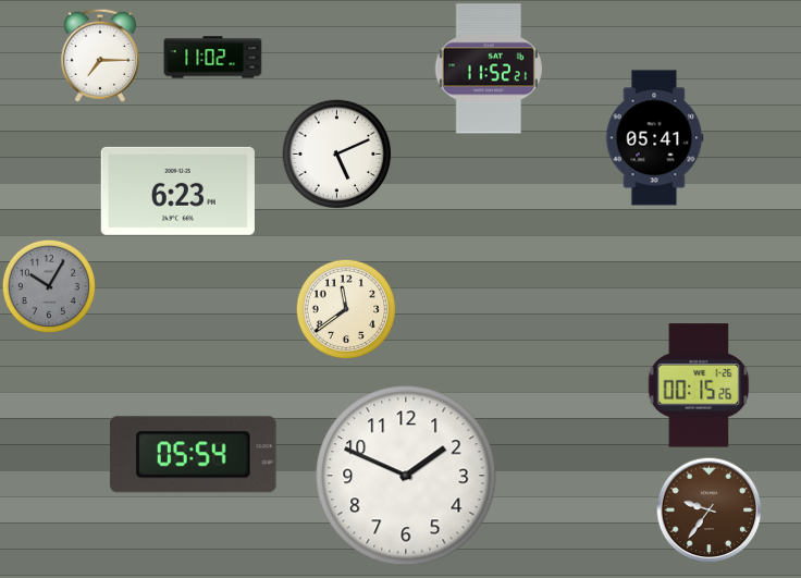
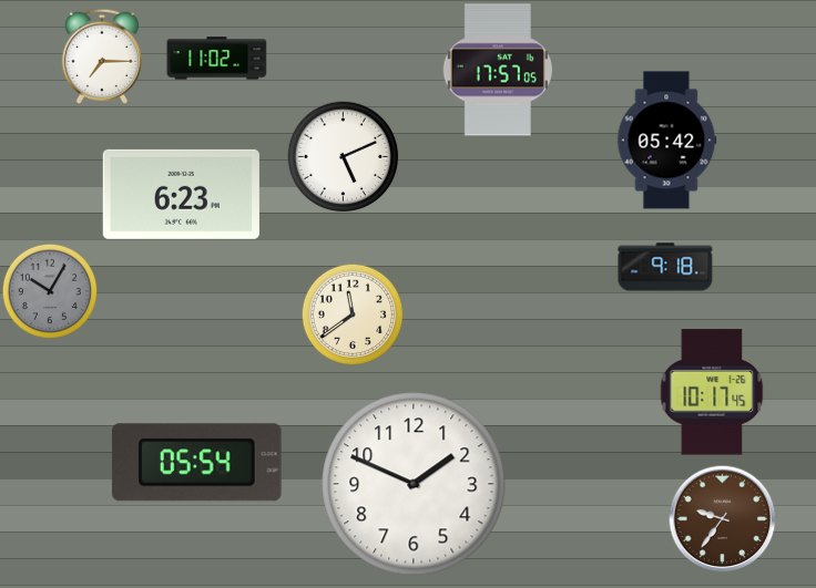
clock at (489, 69): 11:52 -> 17:57
clock at (654, 138): 05:41 -> 05:42
clock at (665, 267): none -> 9:18
clock at (699, 385): 00:15 -> 10:17
